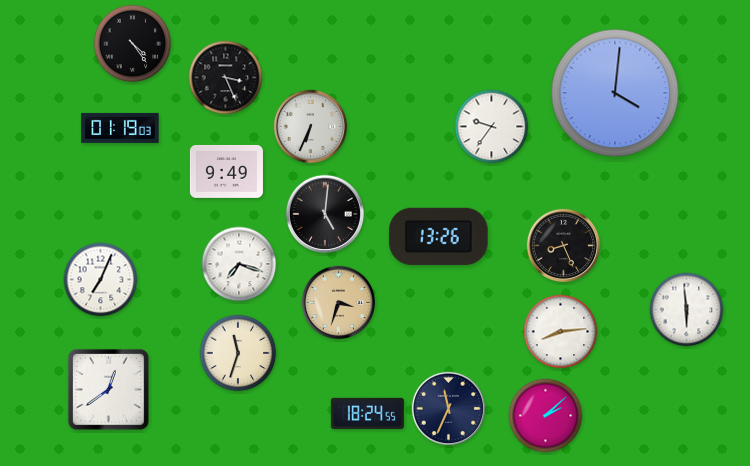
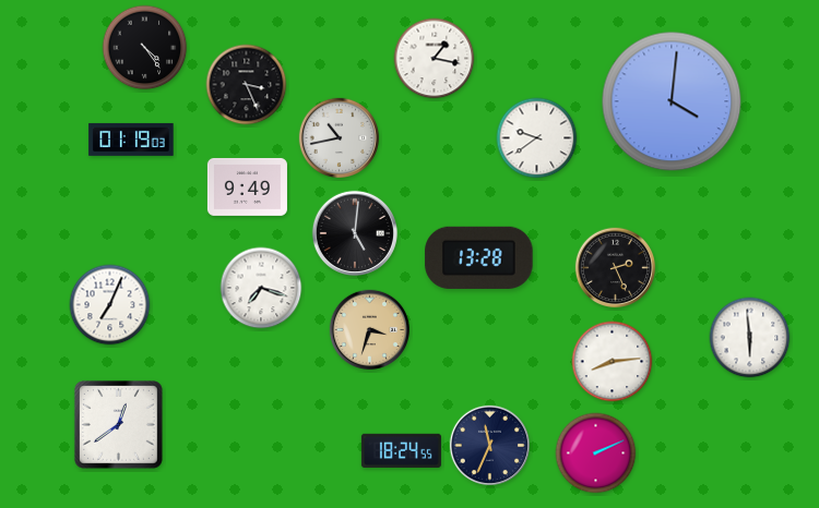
clock at (435, 59): none -> 1:17
clock at (311, 127): 6:34 -> 10:43
clock at (492, 127): 9:36 -> 9:39
clock at (439, 236): 13:26 -> 13:28
clock at (564, 246): 8:26 -> 2:26
clock at (238, 353): 11:33 -> none
clock at (546, 416): 2:08 -> 2:11
